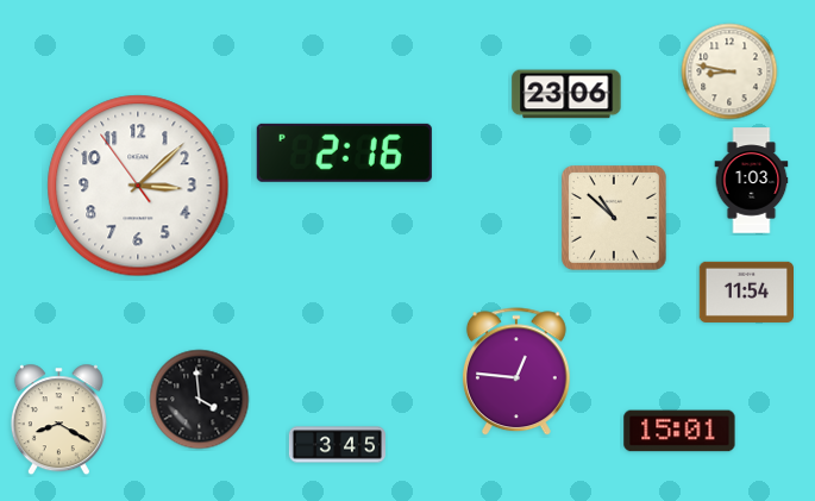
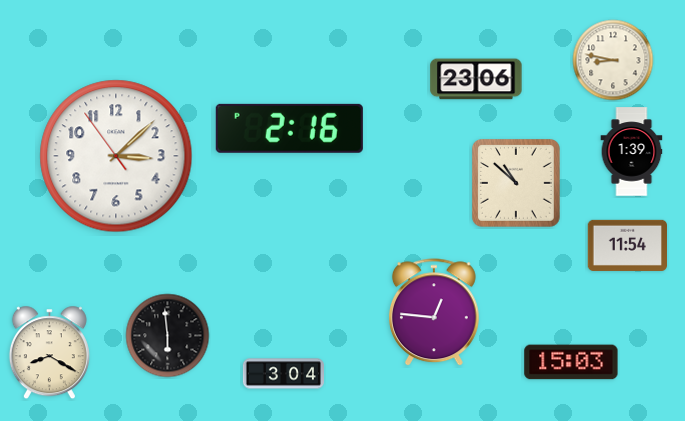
clock at (752, 181): 1:03 -> 1:39
clock at (200, 400): 3:59 -> 5:59
clock at (679, 431): 15:01 -> 15:03
clock at (337, 445): 3:45 -> 3:04
